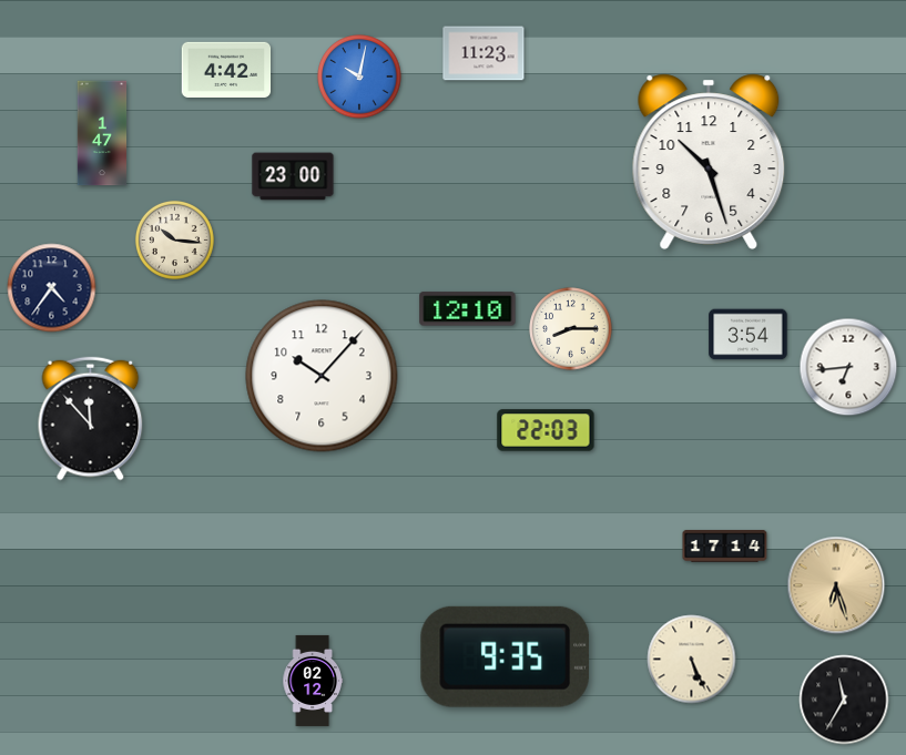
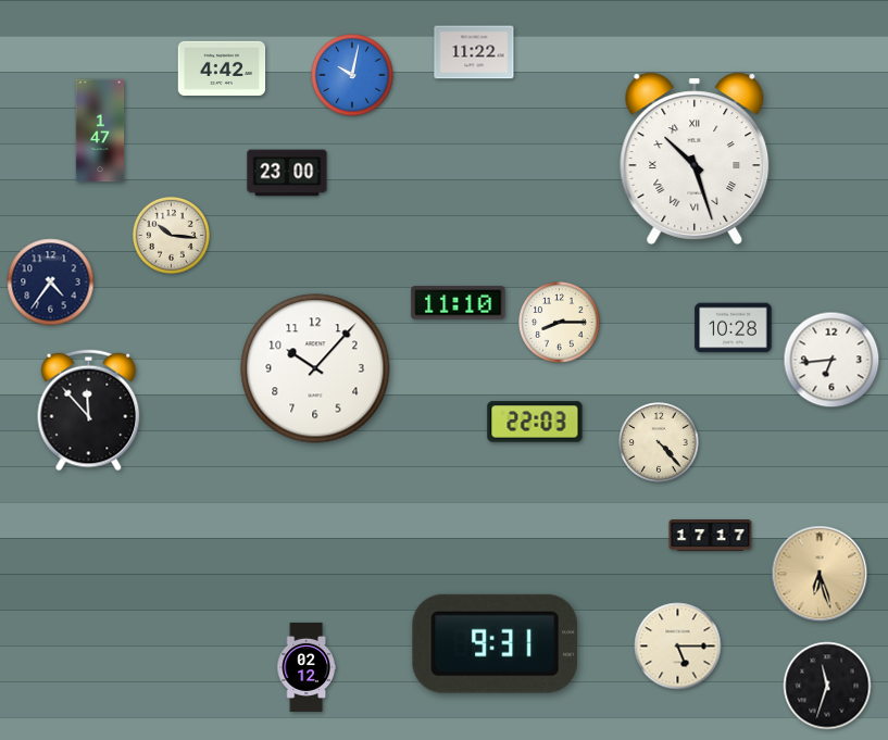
clock at (483, 53): 11:23 -> 11:22
clock at (709, 162) numerals: Arabic -> Roman
clock at (468, 309): 12:10 -> 11:10
clock at (749, 335): 3:54 -> 10:28
clock at (659, 442): none -> 4:23
clock at (725, 547): 17:14 -> 17:17
clock at (506, 656): 9:35 -> 9:31
clock at (692, 660): 5:26 -> 5:15
clock at (844, 700): 11:35 -> 11:33
